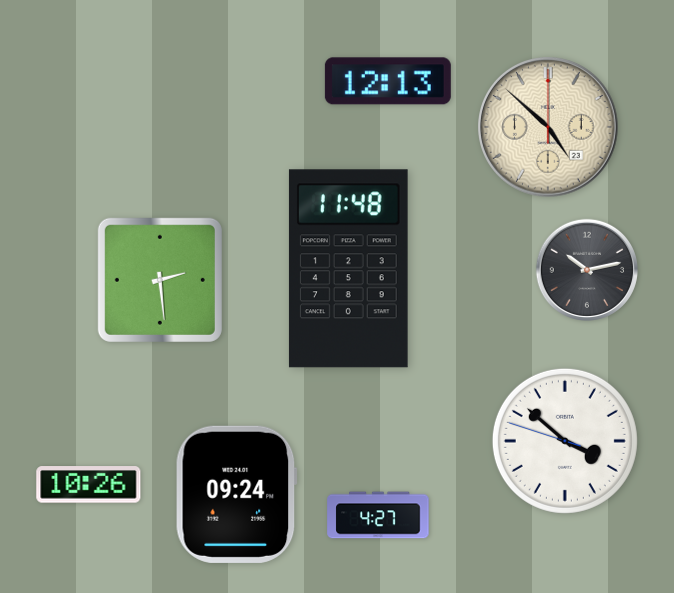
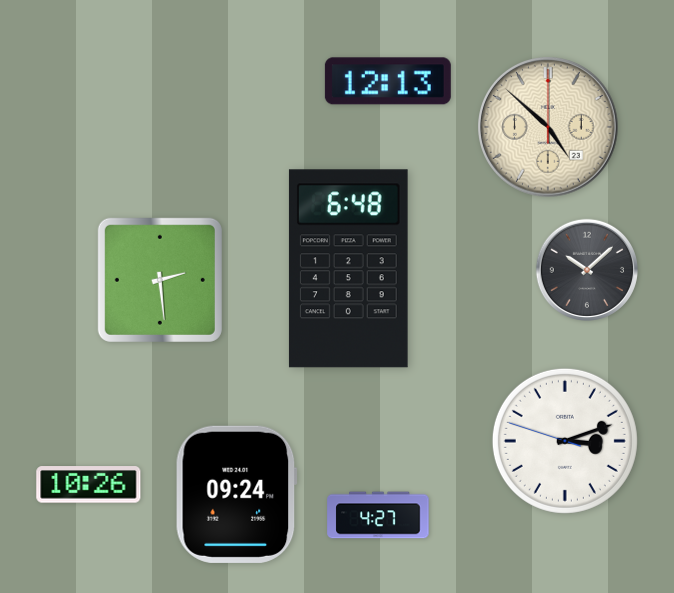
clock at (348, 269): 11:48 -> 6:48
clock at (587, 270): 10:13 -> 10:08
clock at (565, 441): 3:51 -> 3:11
